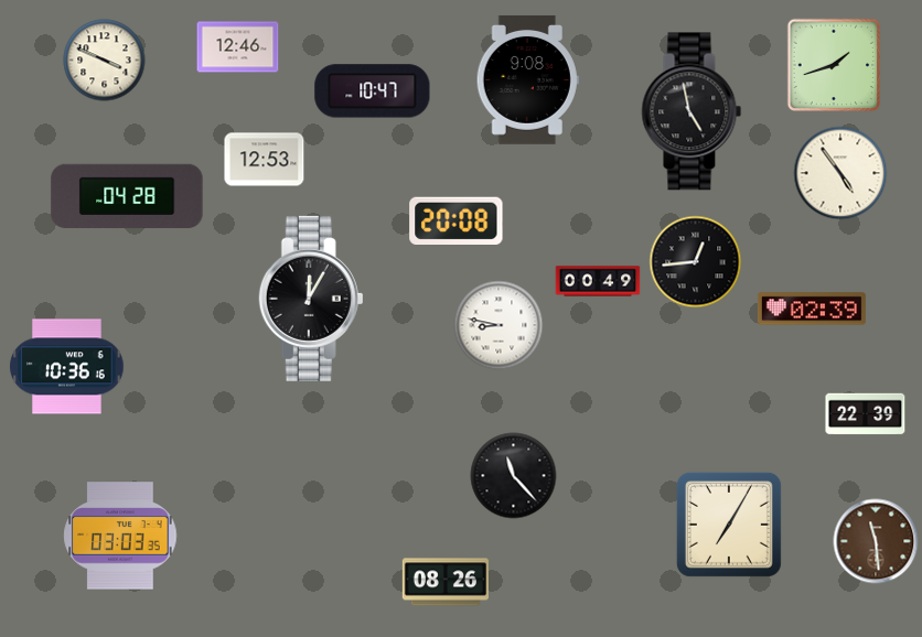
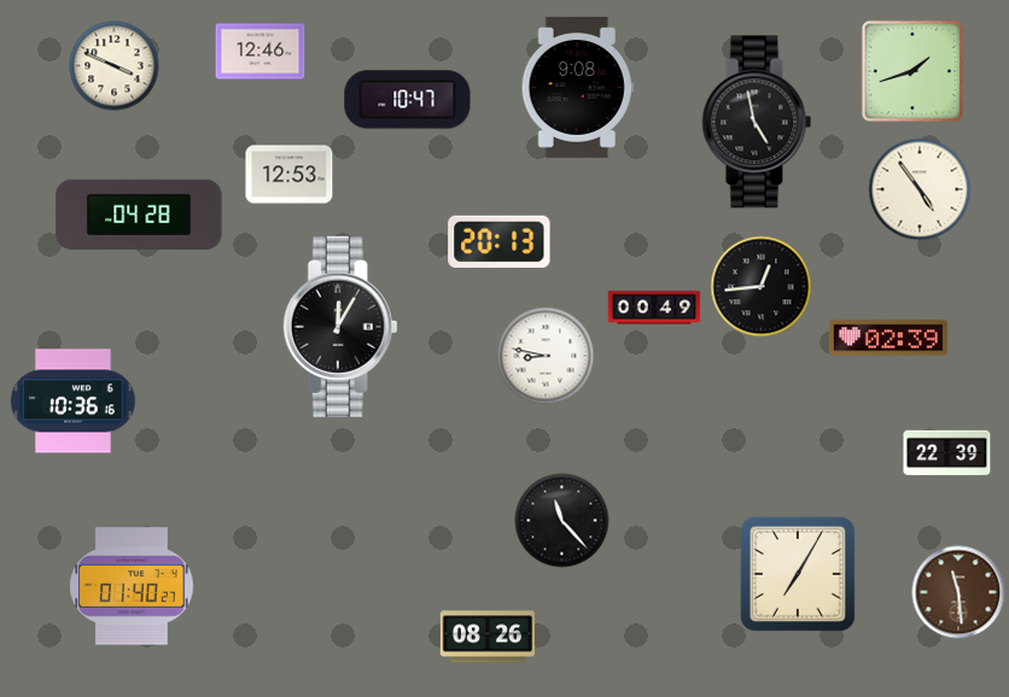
clock at (457, 220): 20:08 -> 20:13
clock at (120, 536): 03:03 -> 01:40
